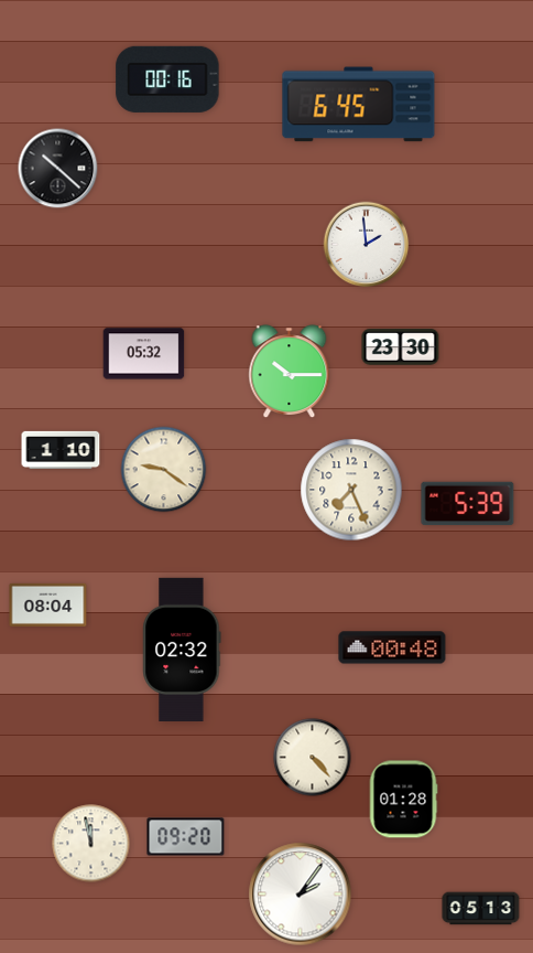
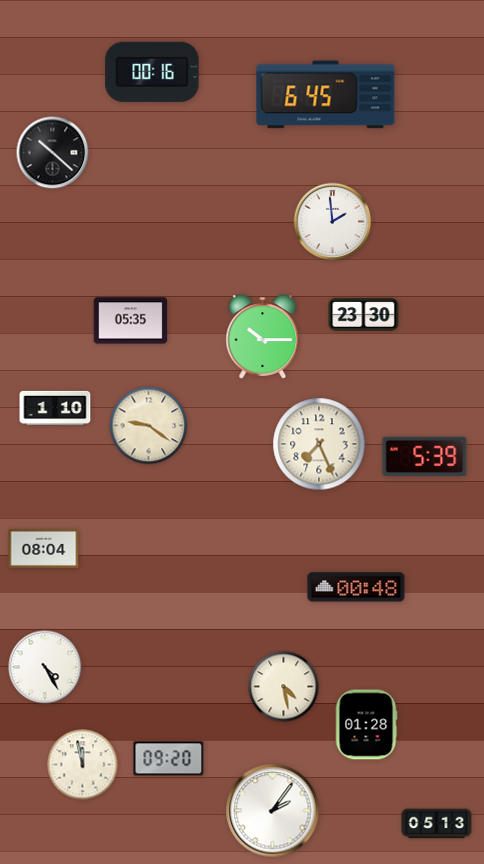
clock at (144, 354): 05:32 -> 05:35
clock at (182, 649): 02:32 -> none
clock at (45, 667): none -> 4:25
clock at (313, 758): 4:23 -> 4:28
